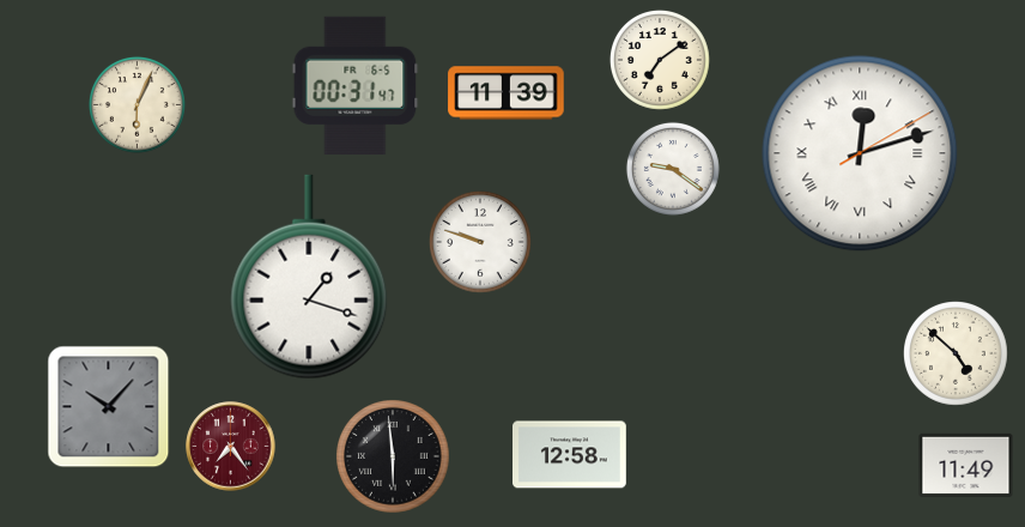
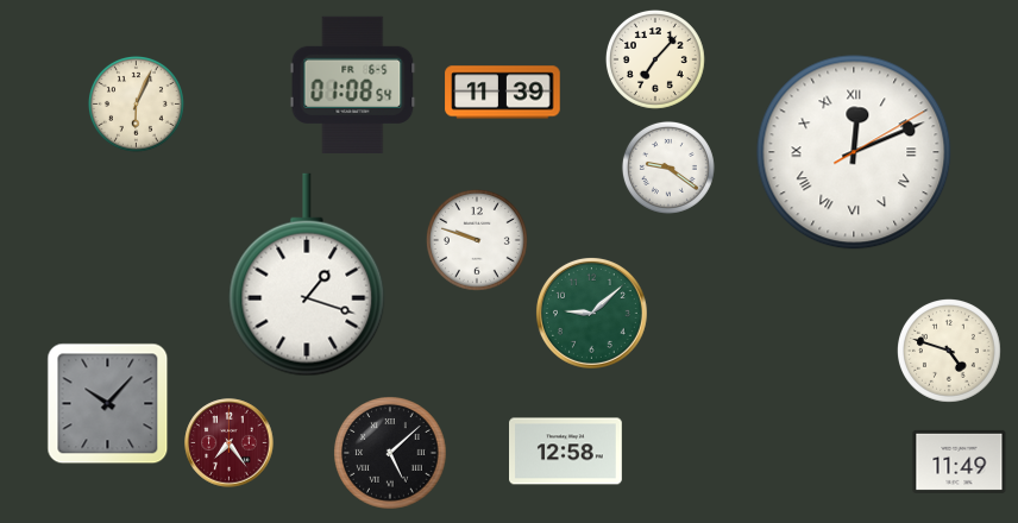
clock at (660, 60): 7:09 -> 7:07
clock at (356, 85): 00:31 -> 01:08
clock at (860, 153): 12:12 -> 12:11
clock at (592, 314): none -> 9:08
clock at (957, 355): 4:52 -> 4:48
clock at (393, 456): 5:59 -> 5:08
